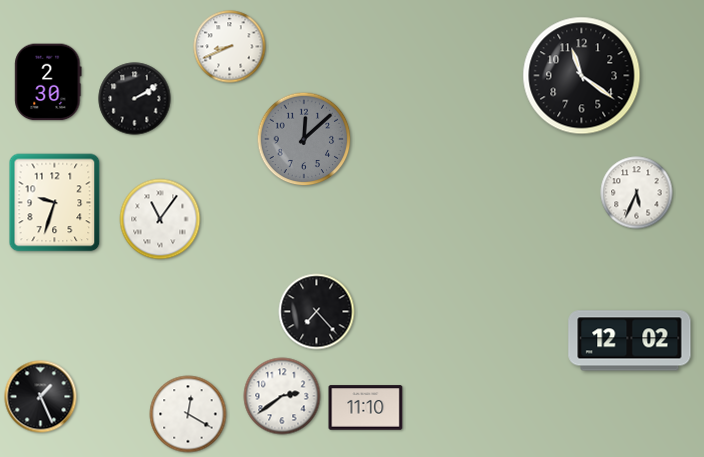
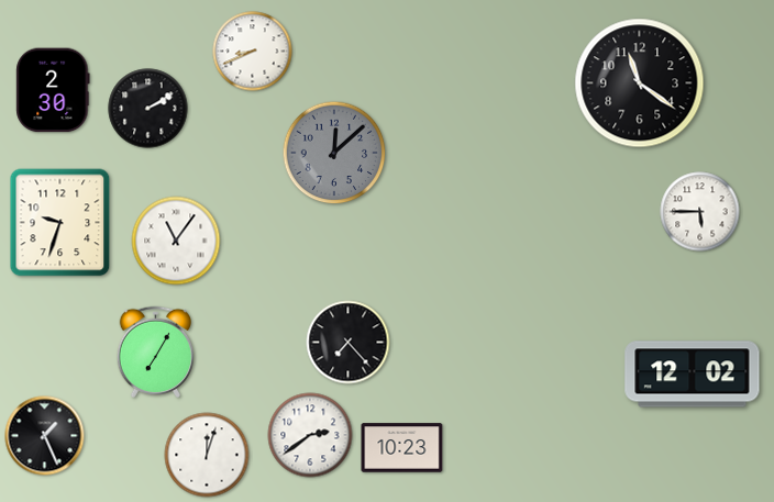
clock at (637, 193): 5:34 -> 5:45
clock at (156, 352): none -> 7:05
clock at (366, 408): 11:10 -> 10:23
clock at (188, 414): 12:20 -> 12:03
